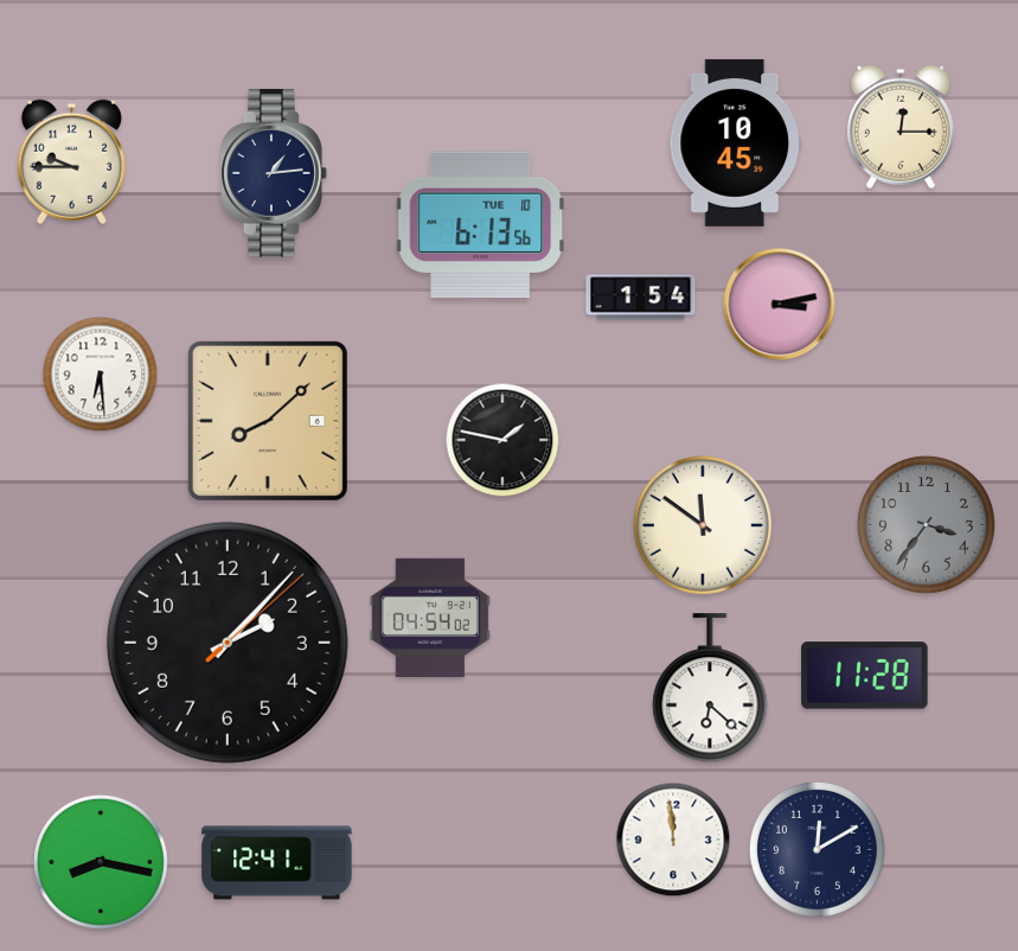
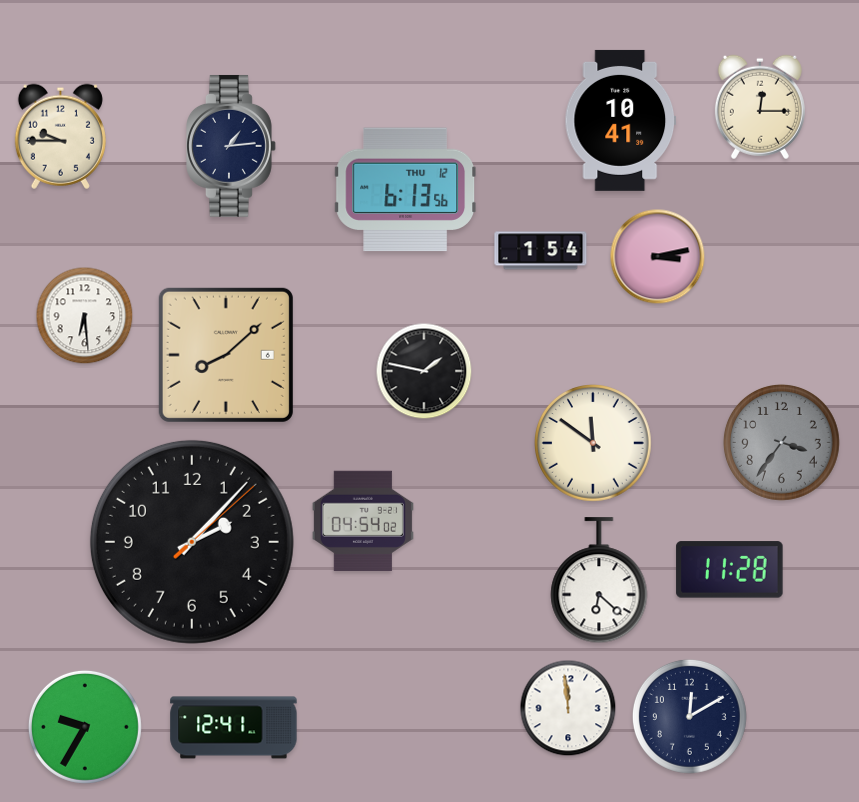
clock at (736, 142): 10:45 -> 10:41
clock at (481, 225) date: TUE 10 -> THU 12
clock at (101, 862): 8:17 -> 9:35
